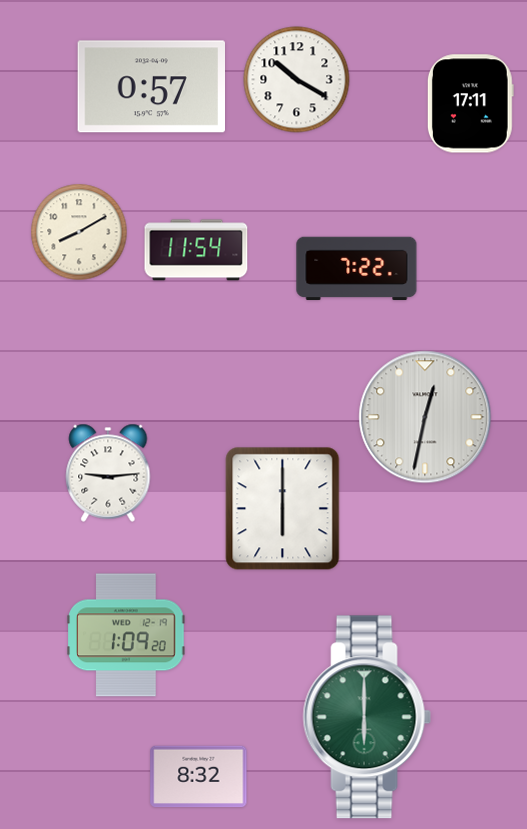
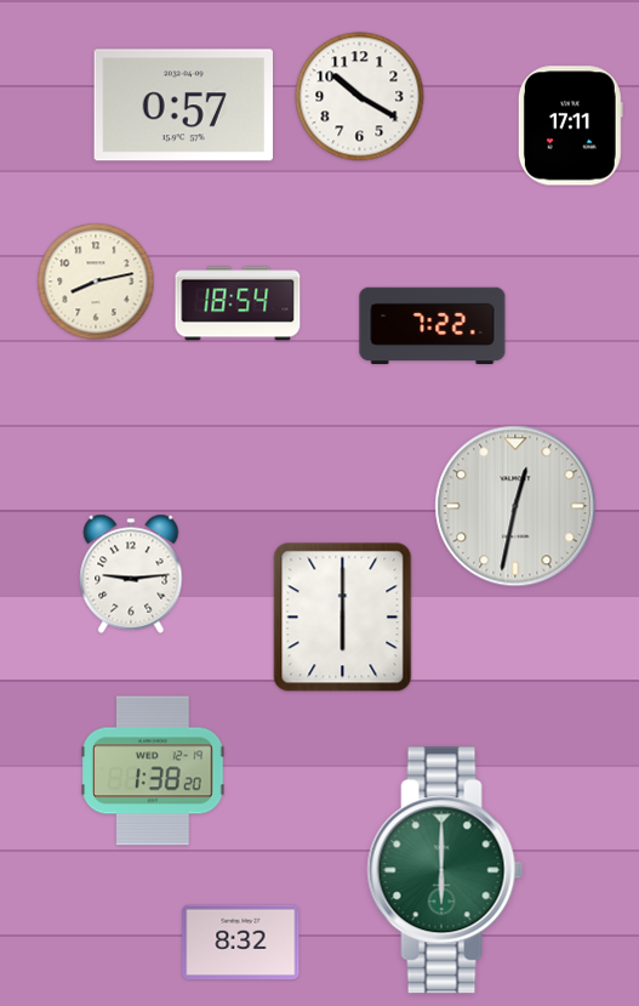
clock at (79, 232): 8:10 -> 8:13
clock at (196, 250): 11:54 -> 18:54
clock at (126, 635): 1:09 -> 1:38
